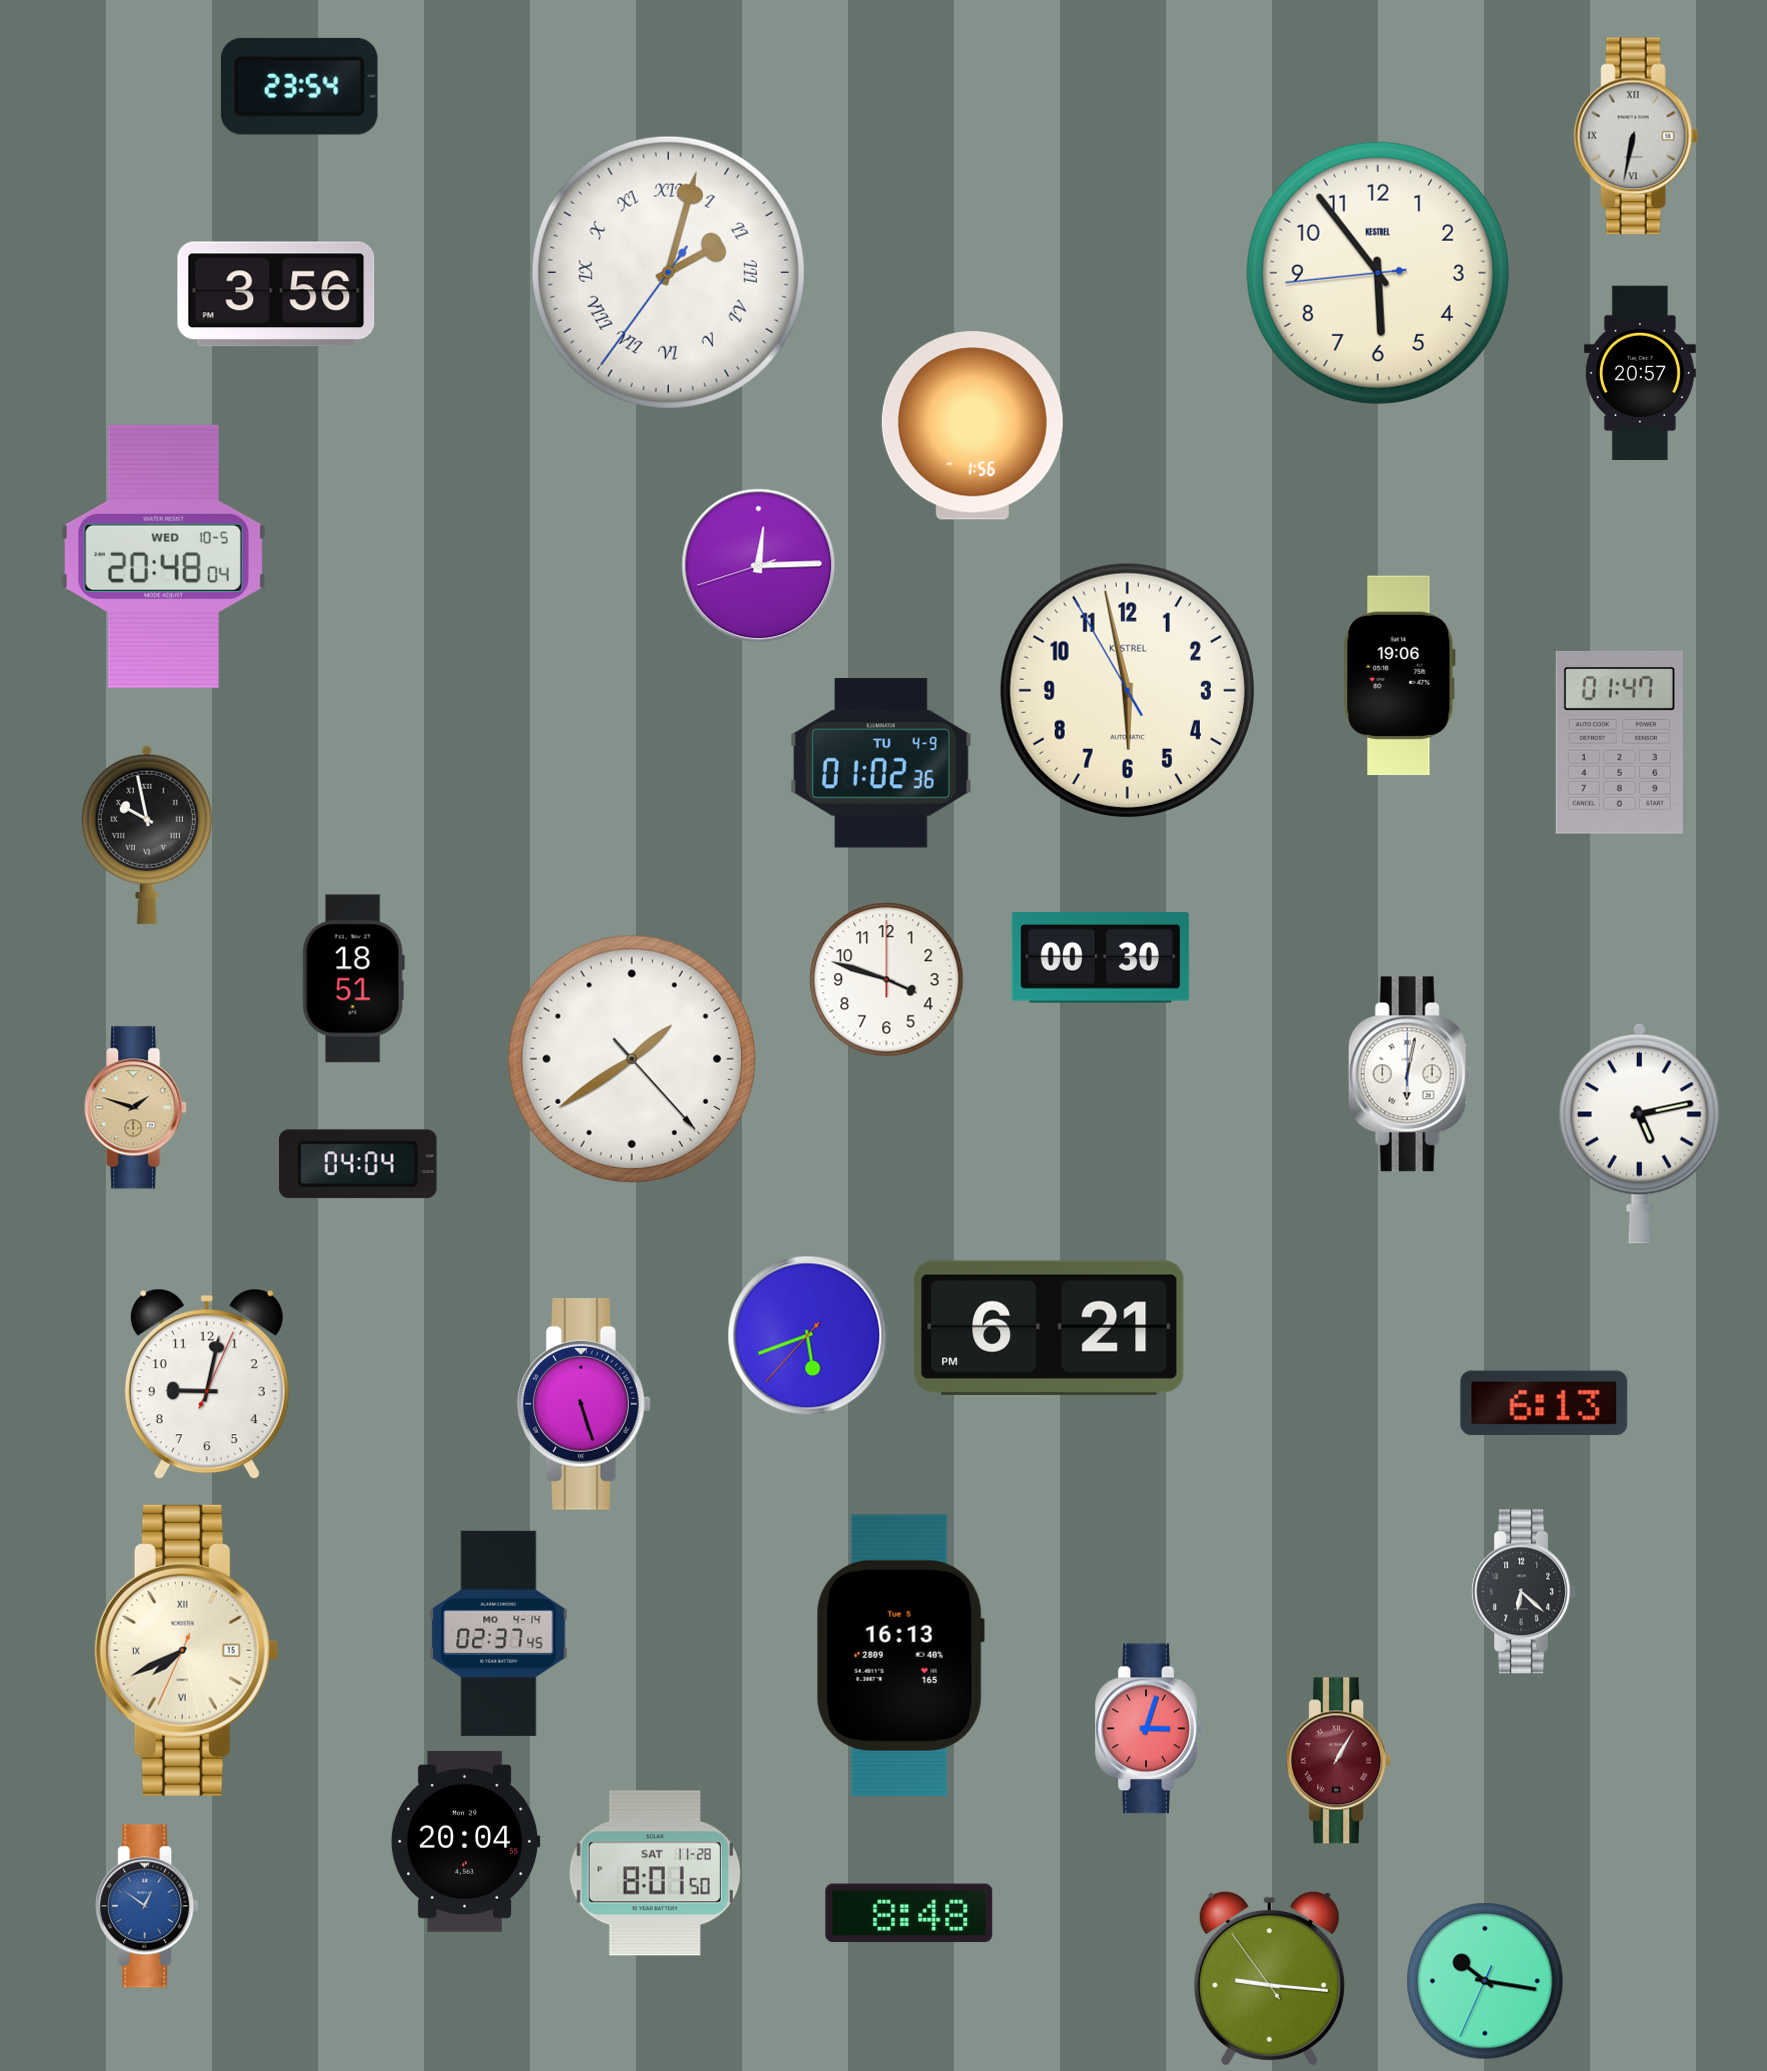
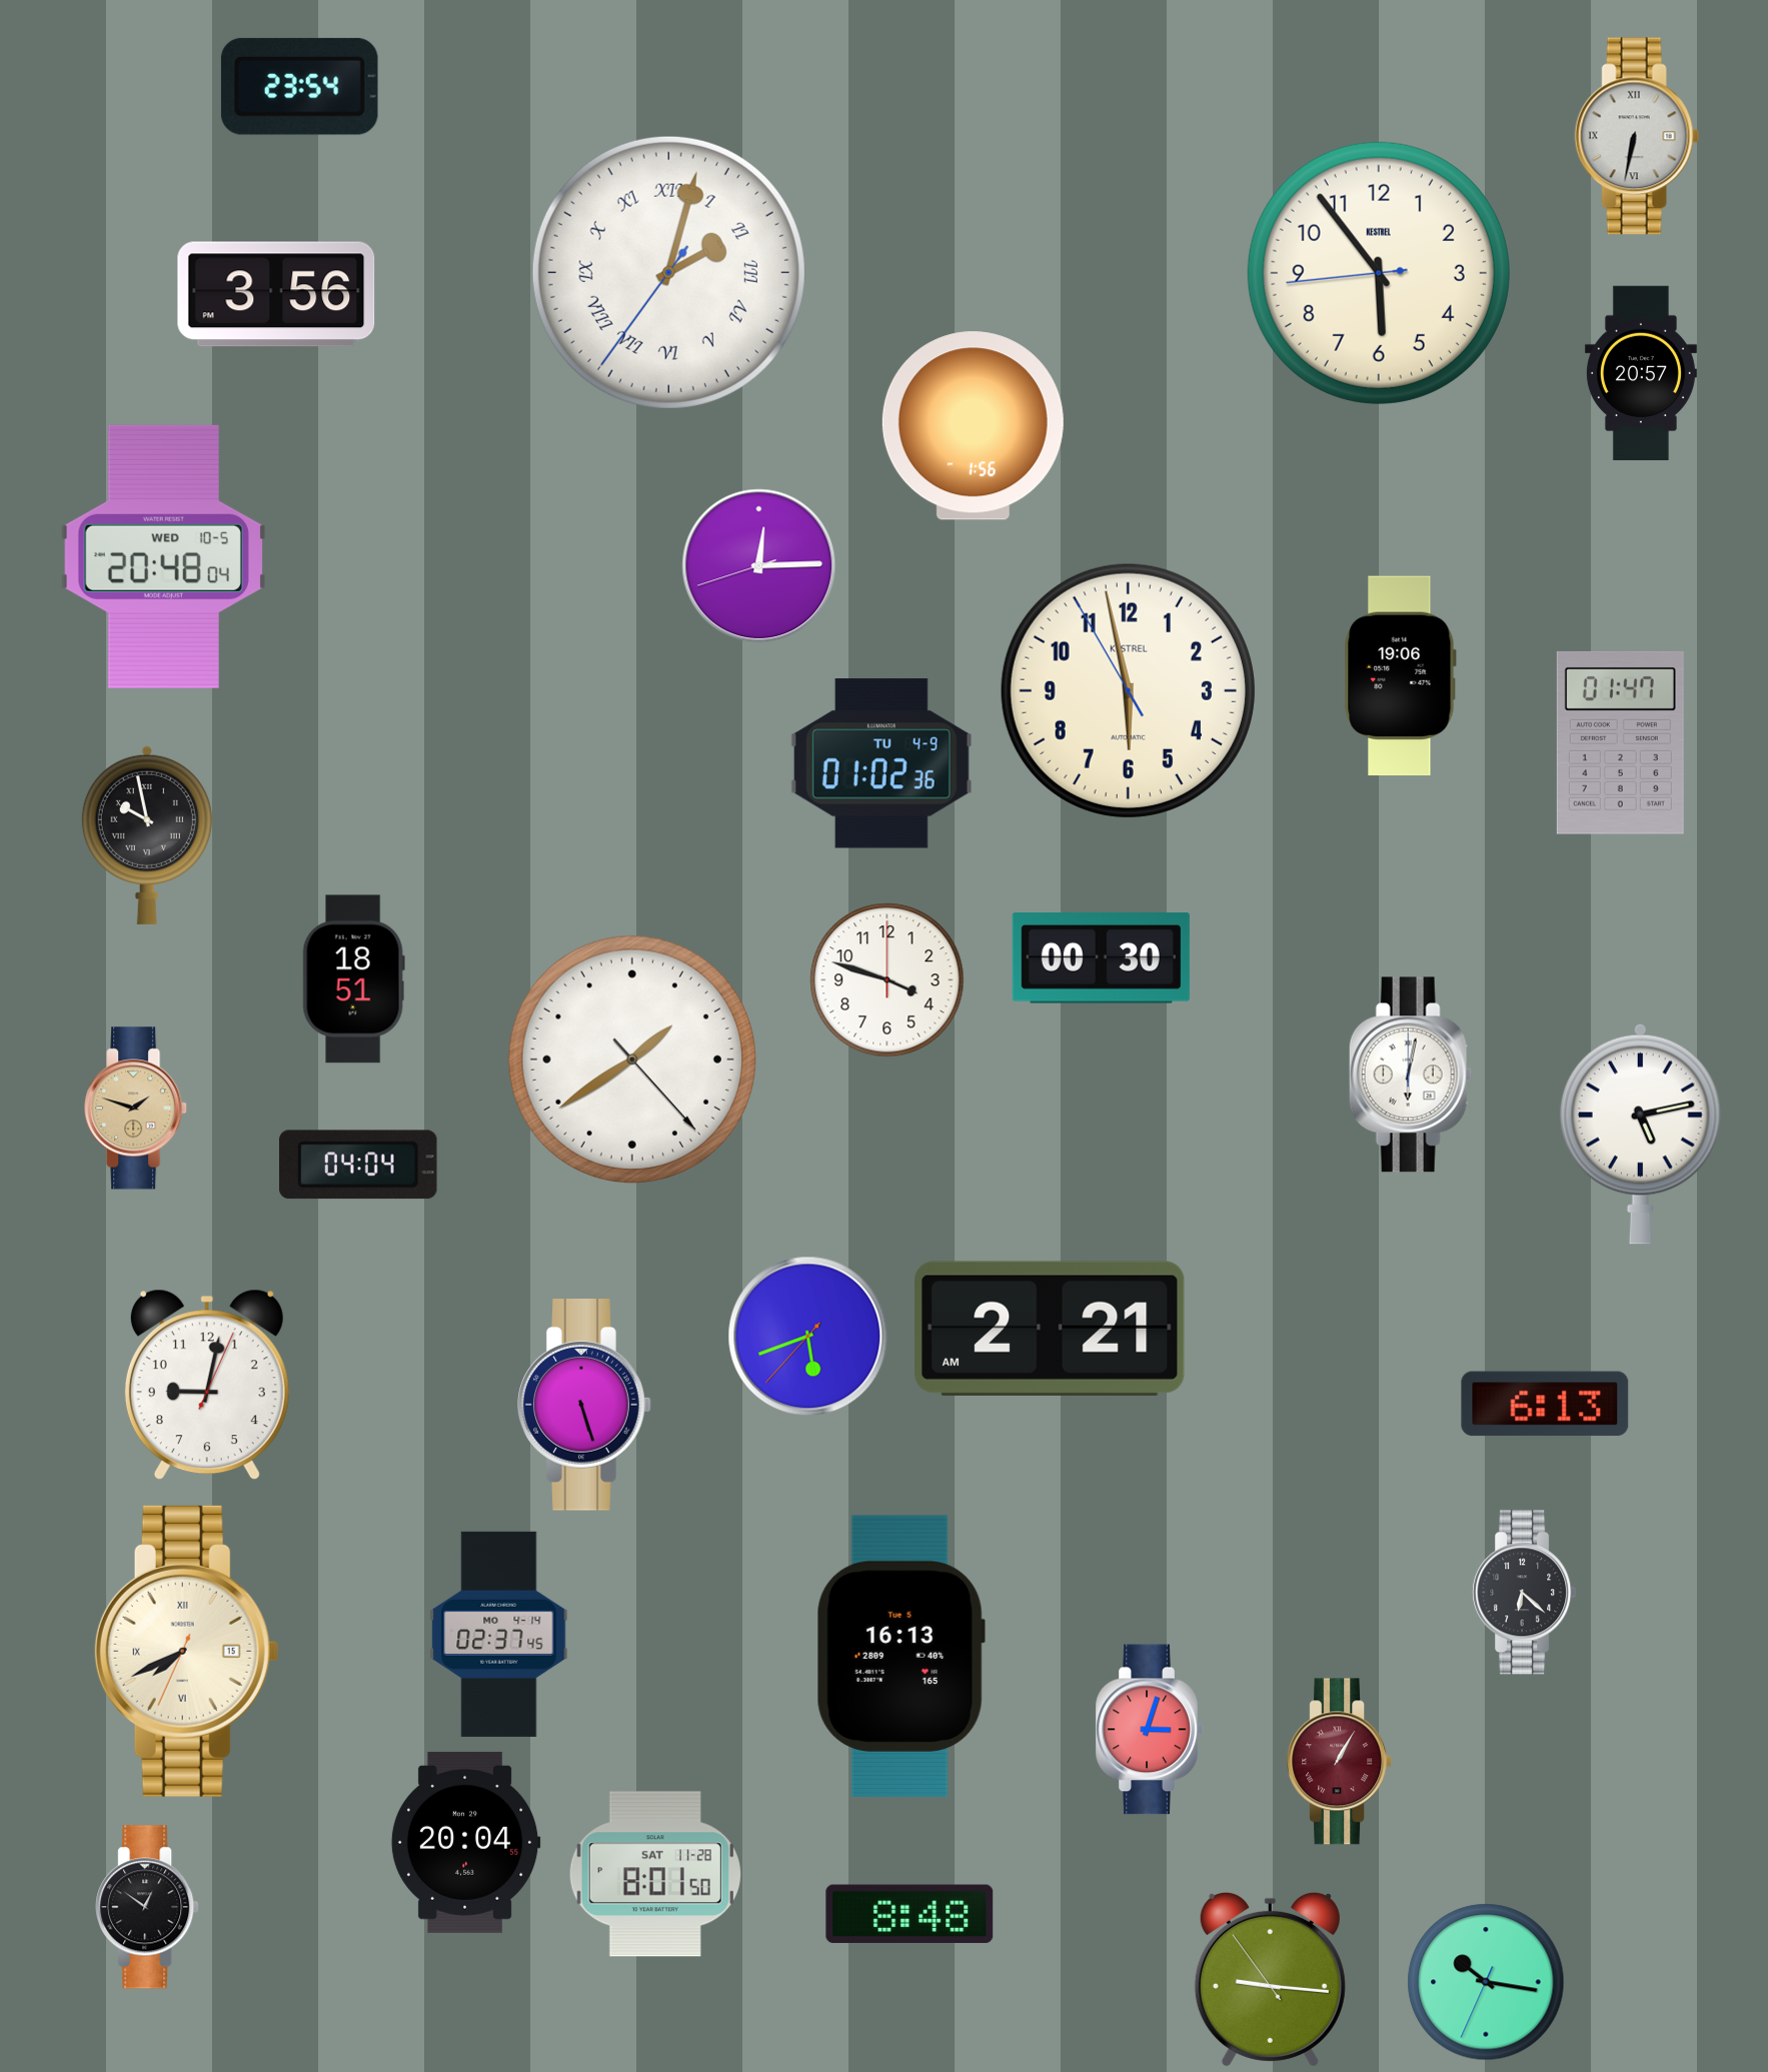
clock at (1050, 1328): 6:21 -> 2:21
clock at (147, 1906) dial: blue -> black
